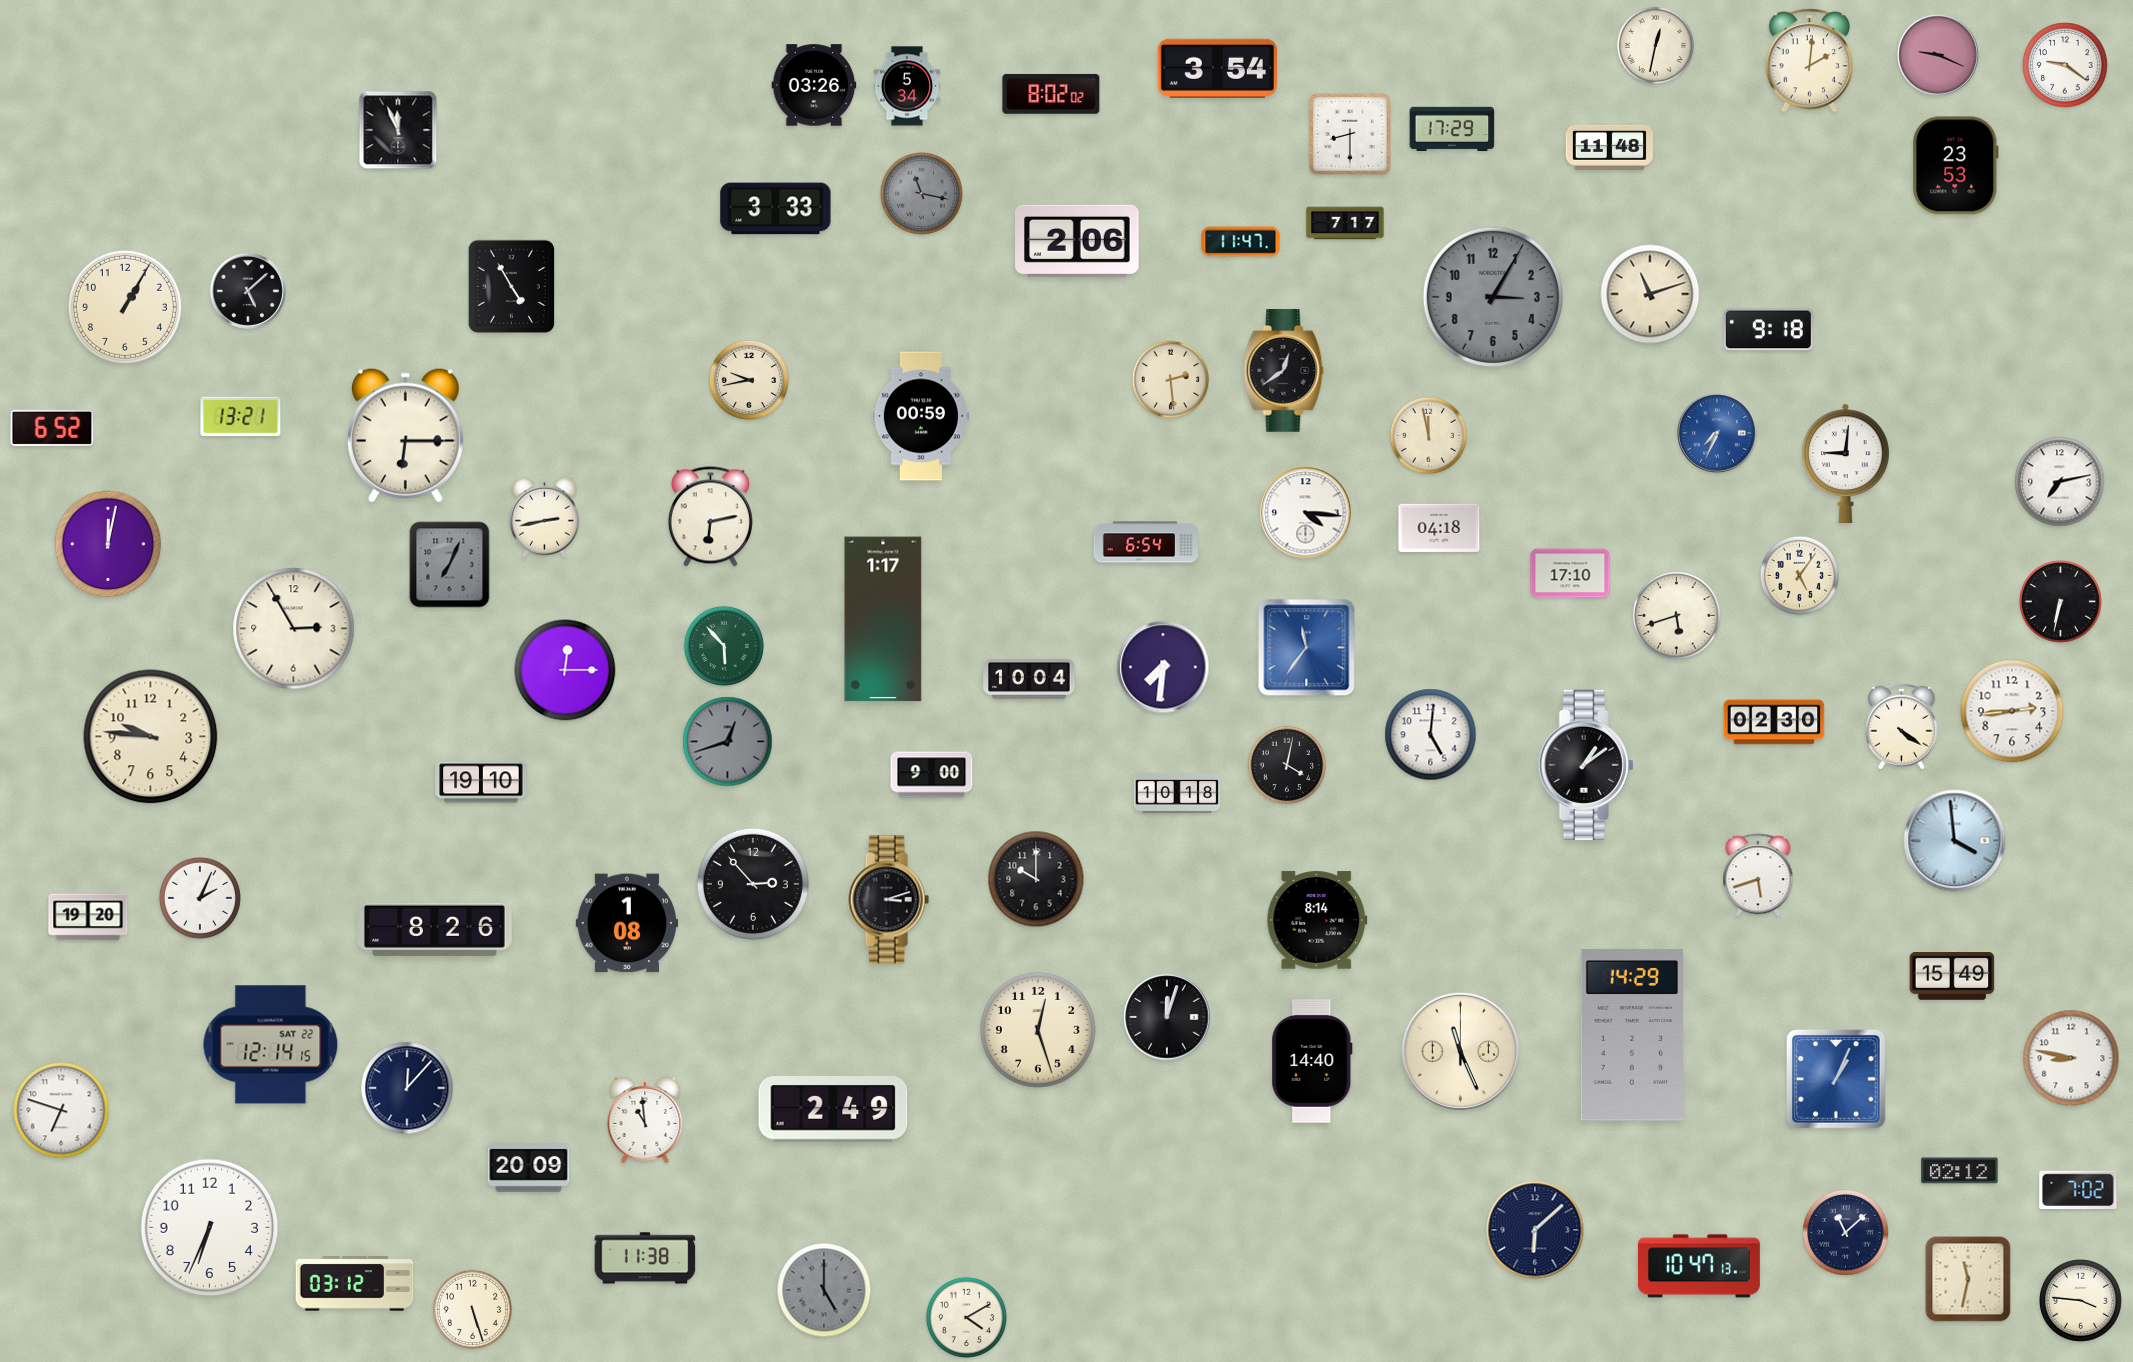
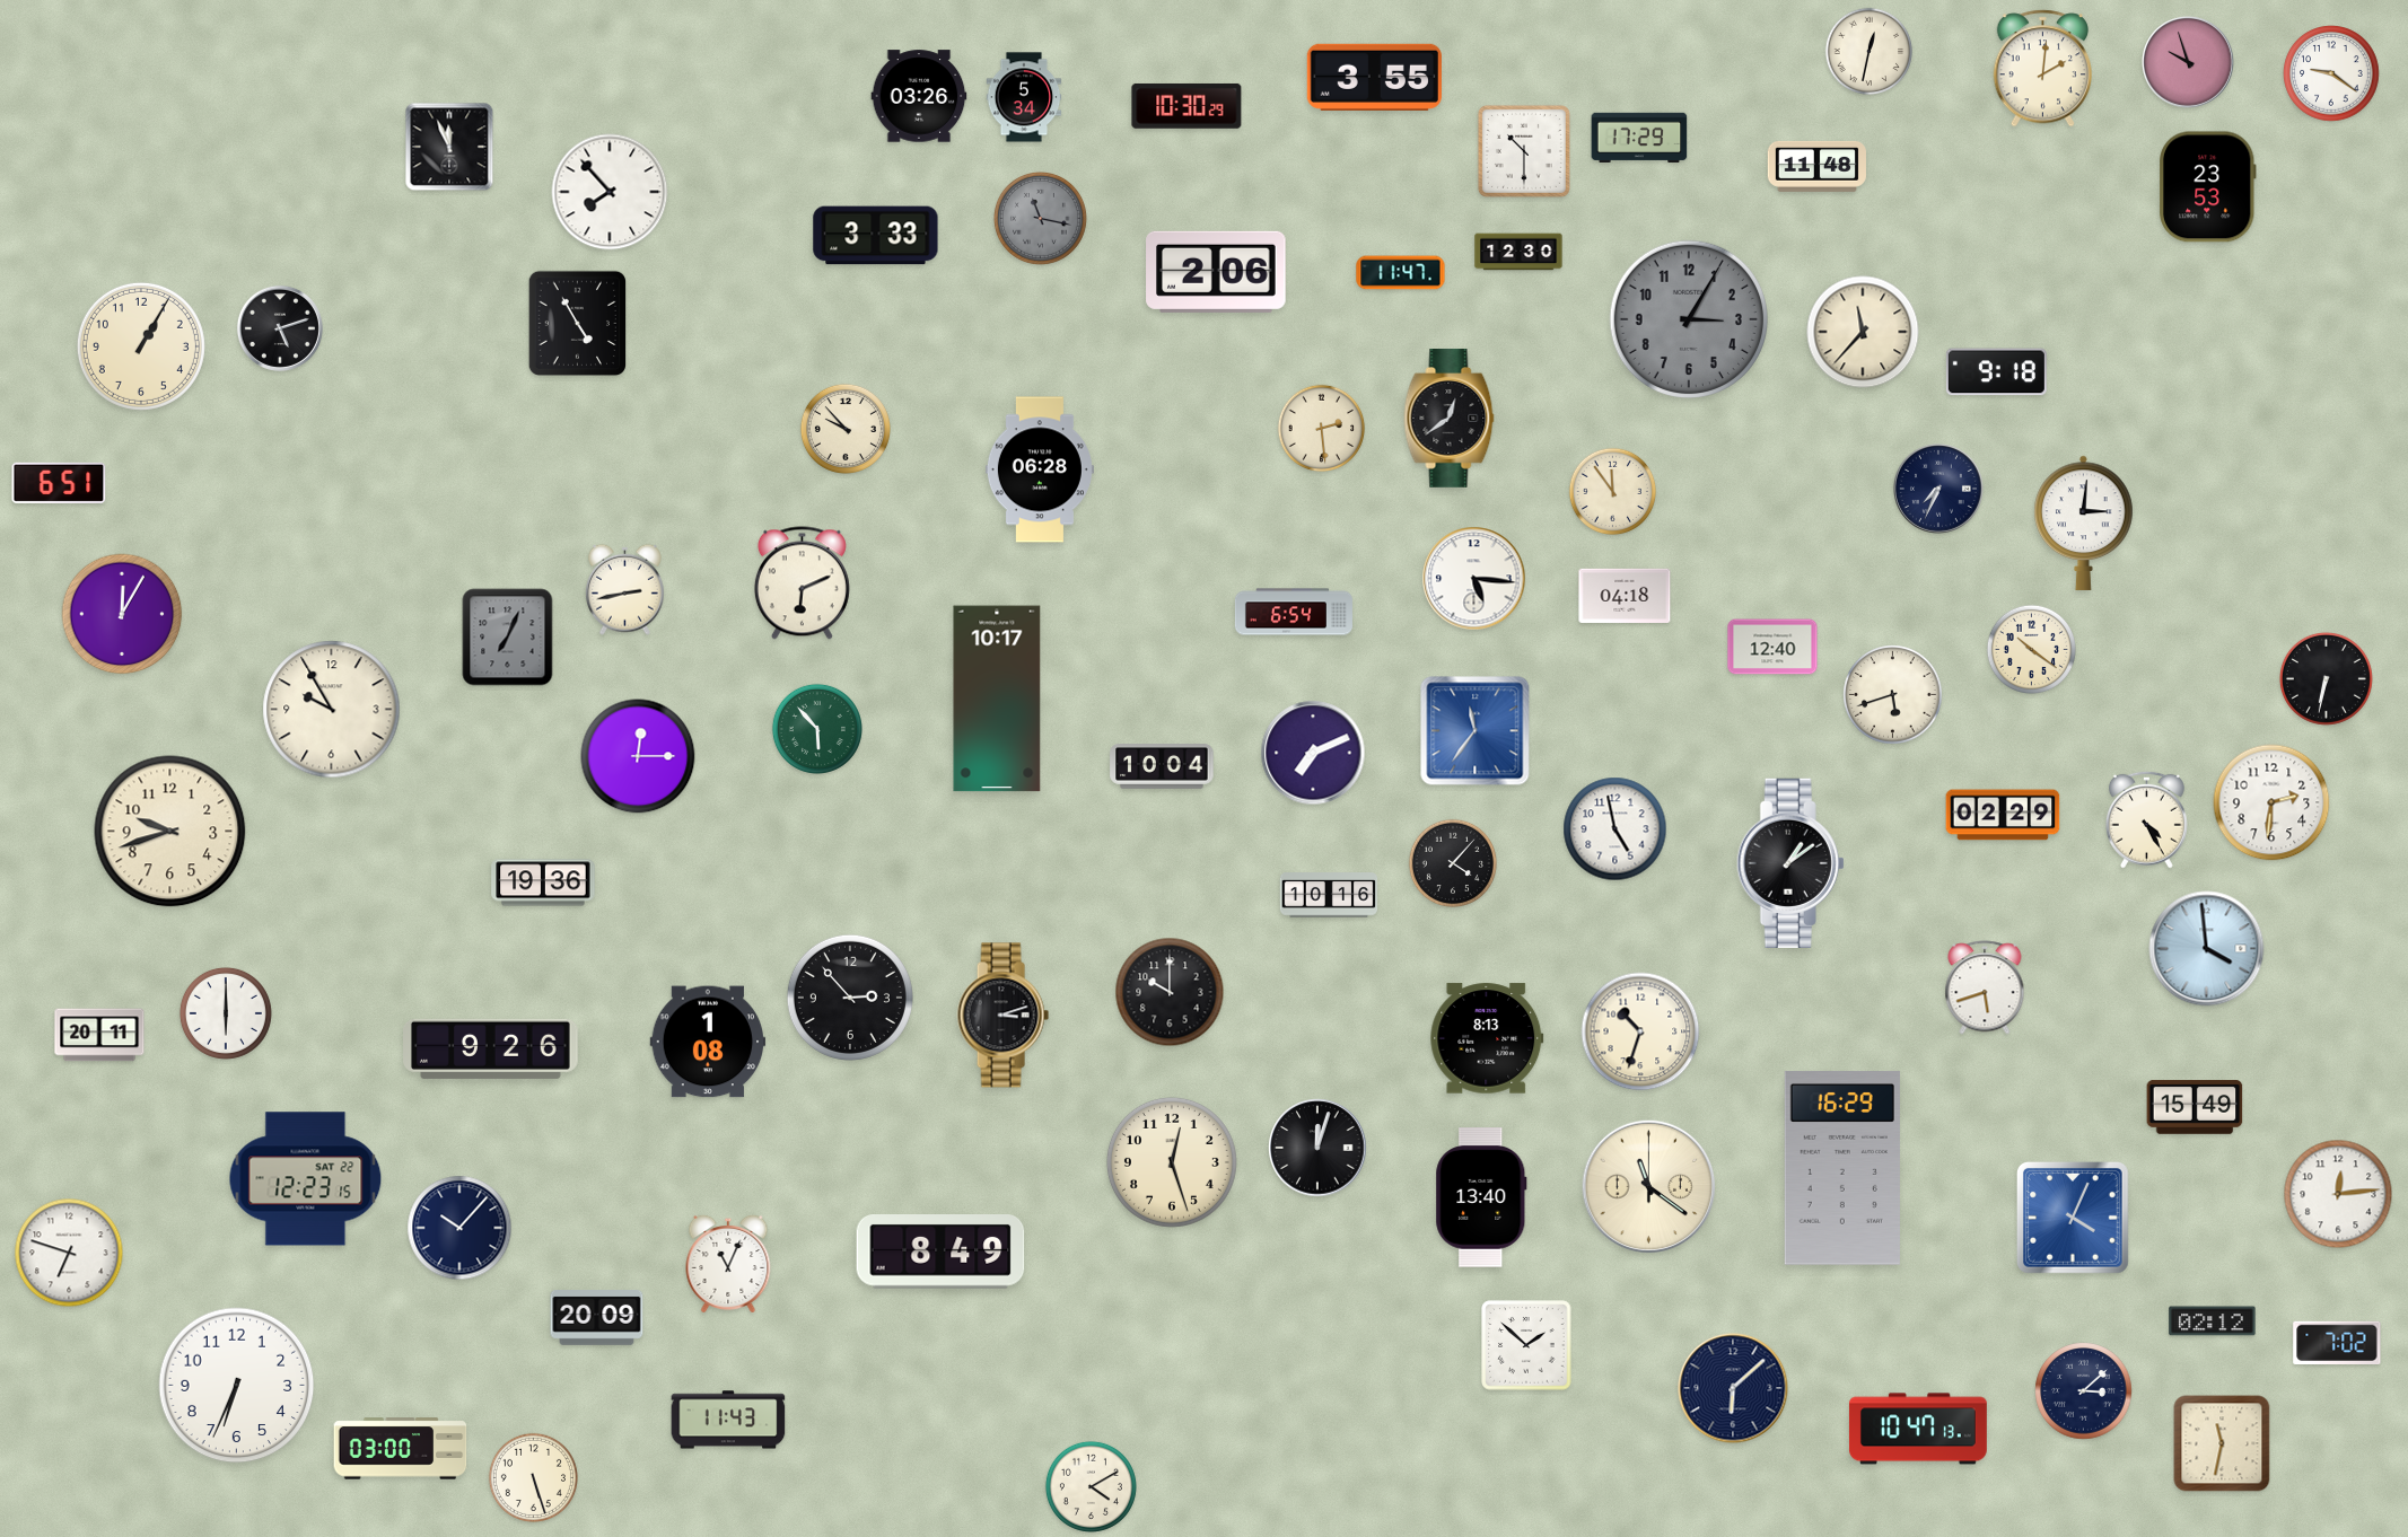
clock at (1939, 56): 9:19 -> 9:57
clock at (1217, 68): 3:54 -> 3:55
clock at (1051, 94): 8:02 -> 10:30
clock at (1452, 128) position: (1452, 128) -> (1639, 137)
clock at (1350, 134): 8:30 -> 10:30
clock at (610, 192): none -> 7:53
clock at (1345, 223): 7:17 -> 12:30
clock at (248, 291): 5:08 -> 5:12
clock at (1650, 294): 11:12 -> 11:37
clock at (1492, 296) position: (1492, 296) -> (1688, 318)
clock at (749, 380): 9:43 -> 9:53
clock at (921, 416): 00:59 -> 06:28
clock at (241, 417): 13:21 -> none
clock at (52, 428): 6:52 -> 6:51
clock at (1717, 433) dial: blue -> navy
clock at (405, 435): 6:15 -> none
clock at (1429, 436): 11:58 -> 11:54
clock at (1846, 463): 9:01 -> 3:01
clock at (2060, 482): 7:13 -> none
clock at (1306, 513): 4:16 -> 5:16
clock at (544, 517) position: (544, 517) -> (624, 589)
clock at (710, 517): 6:13 -> 6:11
clock at (108, 544): 12:02 -> 12:05
clock at (1570, 573): 17:10 -> 12:40
clock at (1799, 575): 5:06 -> 10:21
clock at (883, 619): 1:17 -> 10:17
clock at (294, 629): 2:55 -> 9:55
clock at (1163, 667): 7:31 -> 7:11
clock at (2012, 711): 2:44 -> 2:31
clock at (1774, 722): 02:30 -> 02:29
clock at (1902, 726): 4:21 -> 4:25
clock at (1431, 735): 5:01 -> 4:58
clock at (151, 737): 9:46 -> 9:42
clock at (728, 742): 12:42 -> none
clock at (1286, 764): 4:02 -> 4:07
clock at (932, 775): 9:00 -> none
clock at (481, 782): 19:10 -> 19:36
clock at (1177, 793): 10:18 -> 10:16
clock at (200, 898): 2:04 -> 6:00
clock at (1640, 1031): none -> 10:33
clock at (88, 917): 19:20 -> 20:11
clock at (1317, 920): 8:14 -> 8:13
clock at (435, 929): 8:26 -> 9:26
clock at (1952, 977) position: (1952, 977) -> (2195, 1108)
clock at (1632, 1035): 14:29 -> 16:29
clock at (271, 1045): 12:14 -> 12:23
clock at (1461, 1052): 11:26 -> 11:21
clock at (2071, 1058): 8:47 -> 12:14
clock at (1312, 1061): 14:40 -> 13:40
clock at (1836, 1079): 1:04 -> 4:04
clock at (407, 1088): 12:07 -> 10:07
clock at (833, 1110): 2:49 -> 8:49
clock at (645, 1120): 10:59 -> 11:04
clock at (2078, 1189) position: (2078, 1189) -> (2337, 1342)
clock at (1526, 1345): none -> 1:52
clock at (1846, 1233): 11:08 -> 3:08
clock at (645, 1258): 11:38 -> 11:43
clock at (355, 1284): 03:12 -> 03:00
clock at (824, 1290): 5:00 -> none
clock at (2080, 1300): 3:46 -> none
